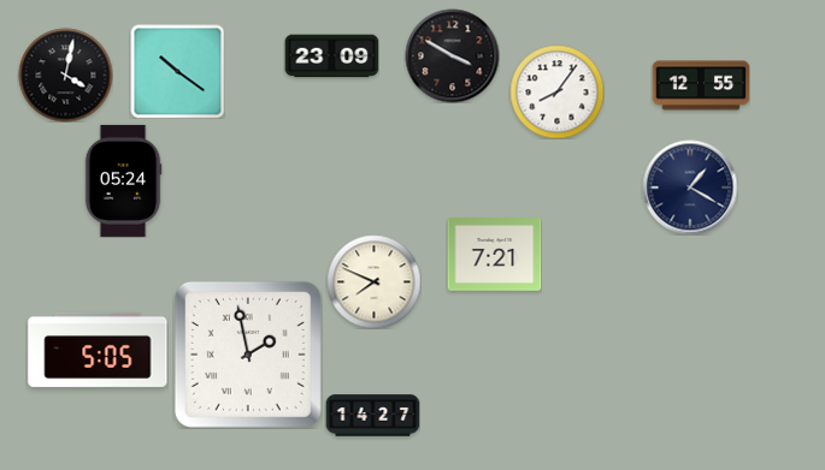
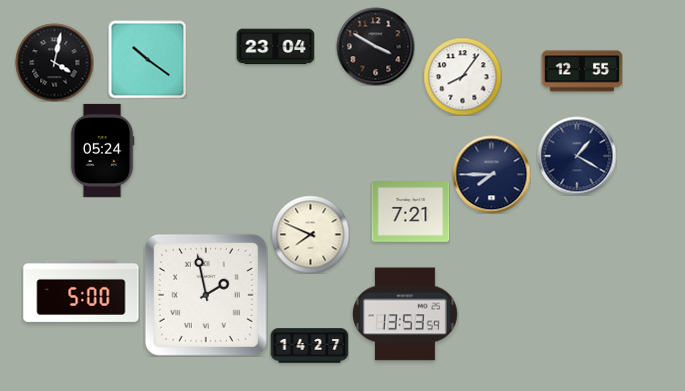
clock at (331, 56): 23:09 -> 23:04
clock at (690, 188) position: (690, 188) -> (577, 156)
clock at (491, 174): none -> 7:45
clock at (98, 350): 5:05 -> 5:00
clock at (405, 314): none -> 13:53
